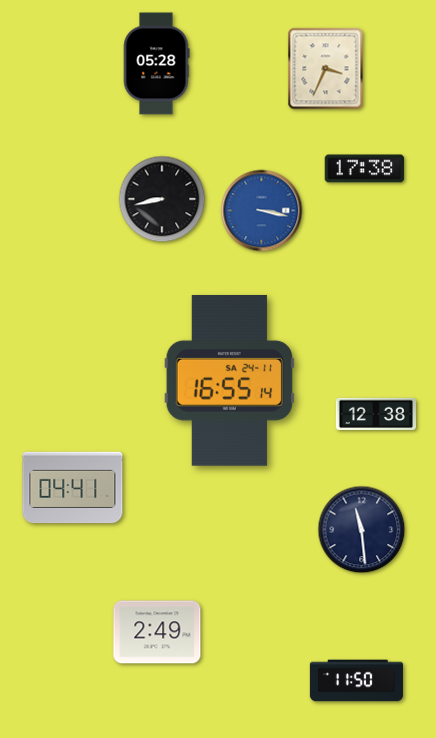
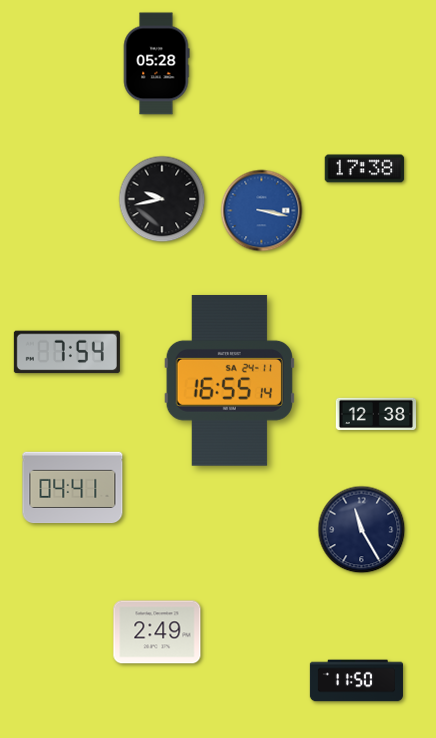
clock at (326, 69): 3:34 -> none
clock at (162, 199): 8:43 -> 9:43
clock at (67, 352): none -> 7:54
clock at (362, 530): 11:29 -> 11:25
